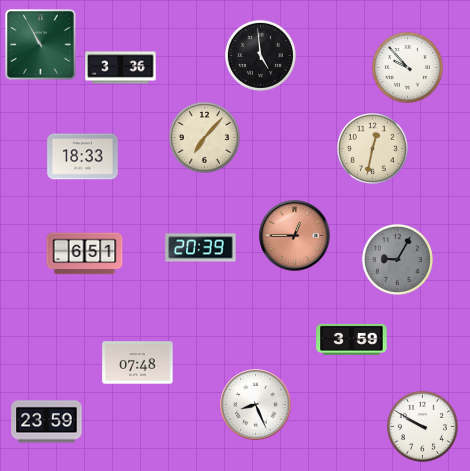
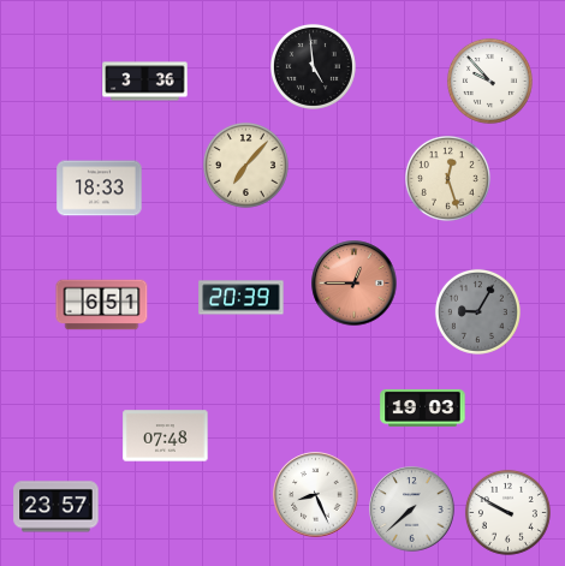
clock at (41, 45): 10:55 -> none
clock at (372, 148): 12:32 -> 12:27
clock at (352, 339): 3:59 -> 19:03
clock at (256, 405) position: (256, 405) -> (316, 495)
clock at (47, 422): 23:59 -> 23:57
clock at (412, 510): none -> 7:38
